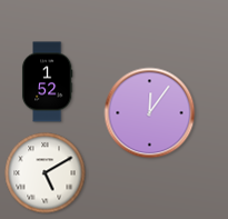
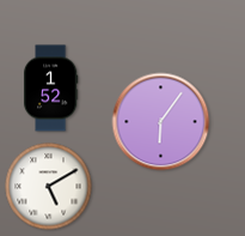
clock at (150, 113): 12:06 -> 6:06
